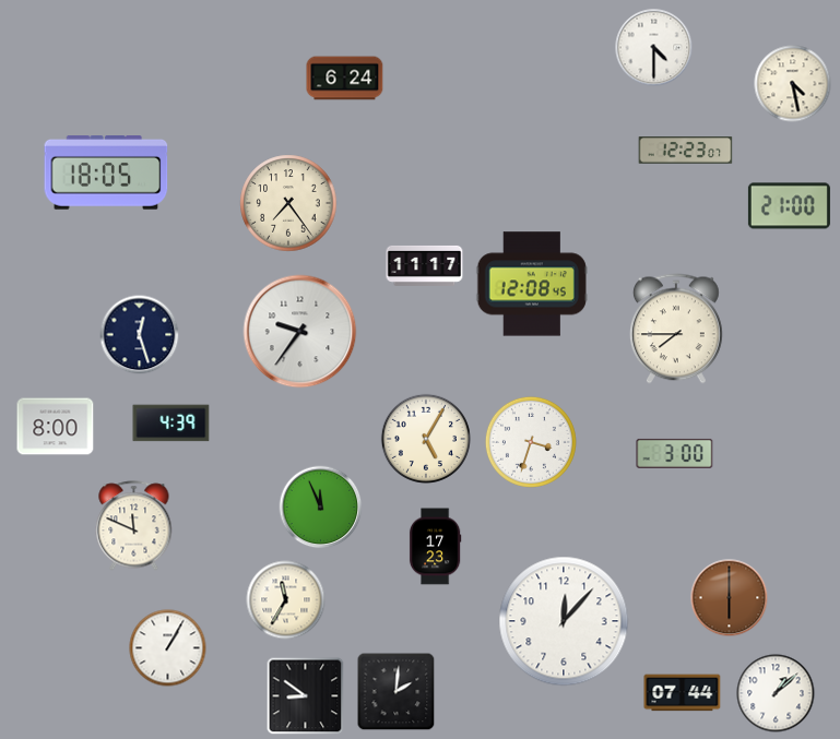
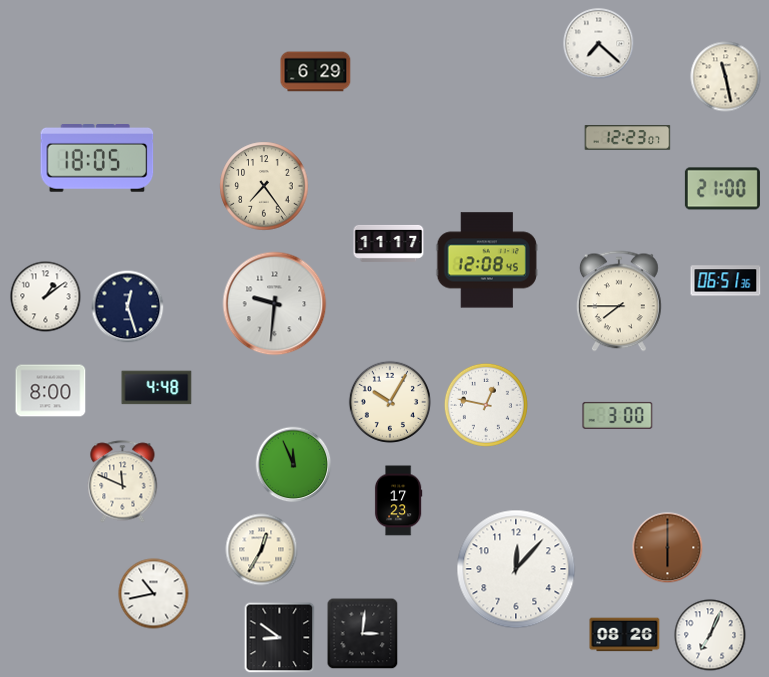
clock at (654, 48): 4:30 -> 7:22
clock at (345, 79): 6:24 -> 6:29
clock at (793, 84): 4:28 -> 11:28
clock at (726, 281): none -> 06:51
clock at (46, 297): none -> 1:09
clock at (300, 332): 9:36 -> 9:31
clock at (171, 424): 4:39 -> 4:48
clock at (425, 438): 5:05 -> 10:05
clock at (531, 442): 3:33 -> 12:47
clock at (286, 600): 11:35 -> 12:35
clock at (168, 648): 1:05 -> 10:43
clock at (397, 692): 2:01 -> 3:01
clock at (683, 693): 07:44 -> 08:26
clock at (776, 693): 1:08 -> 7:04
